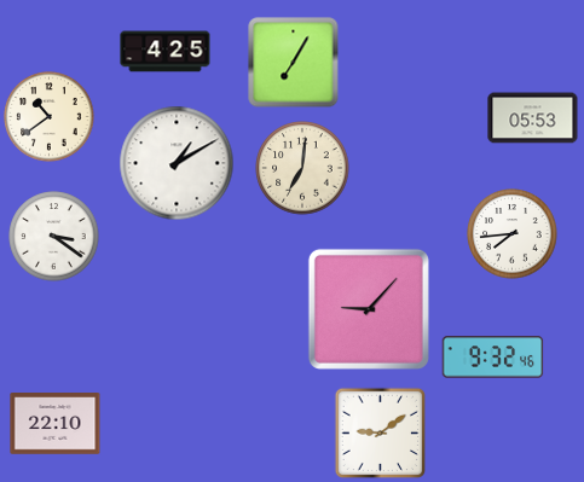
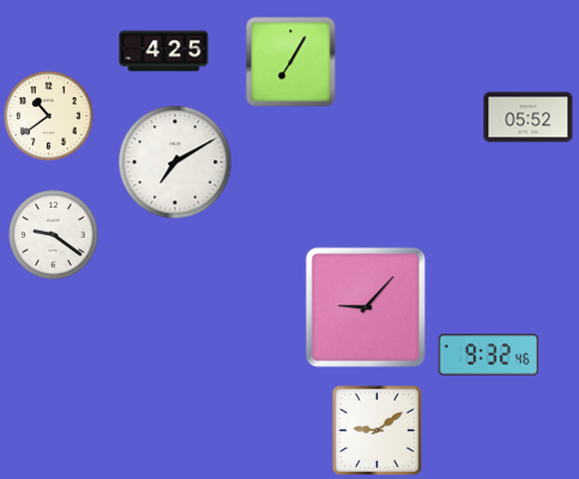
clock at (533, 118): 05:53 -> 05:52
clock at (177, 163): 1:10 -> 7:10
clock at (302, 168): 7:01 -> none
clock at (513, 234): 7:44 -> none
clock at (54, 237): 3:21 -> 9:21
clock at (56, 424): 22:10 -> none
